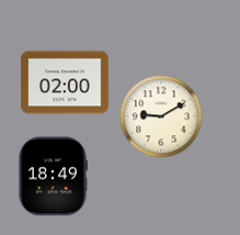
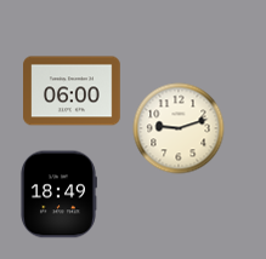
clock at (65, 82): 02:00 -> 06:00
clock at (161, 116): 9:10 -> 9:12
